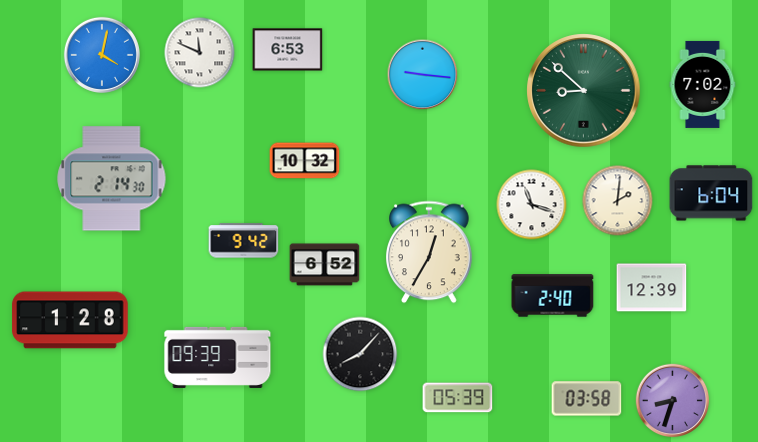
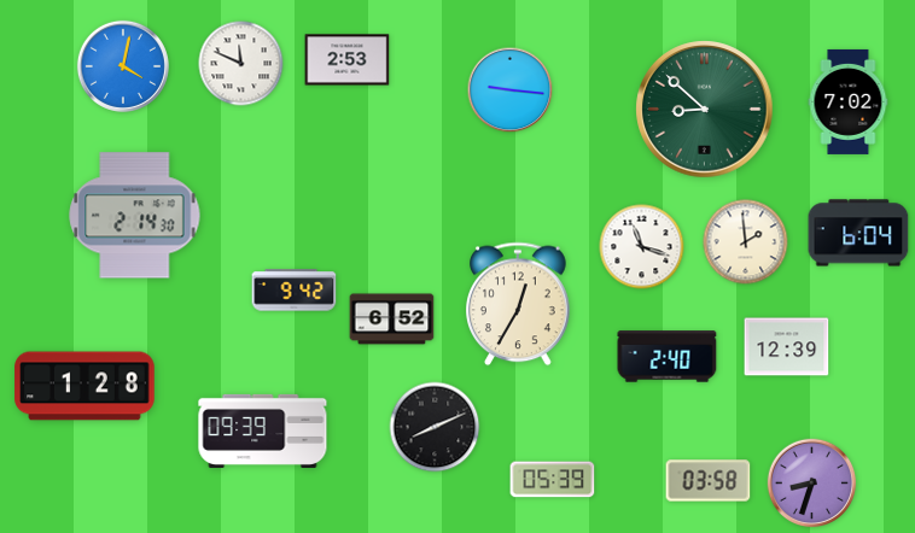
clock at (288, 50): 6:53 -> 2:53
clock at (305, 161): 10:32 -> none
clock at (618, 201): 2:01 -> 1:59
clock at (360, 354): 8:07 -> 8:11
